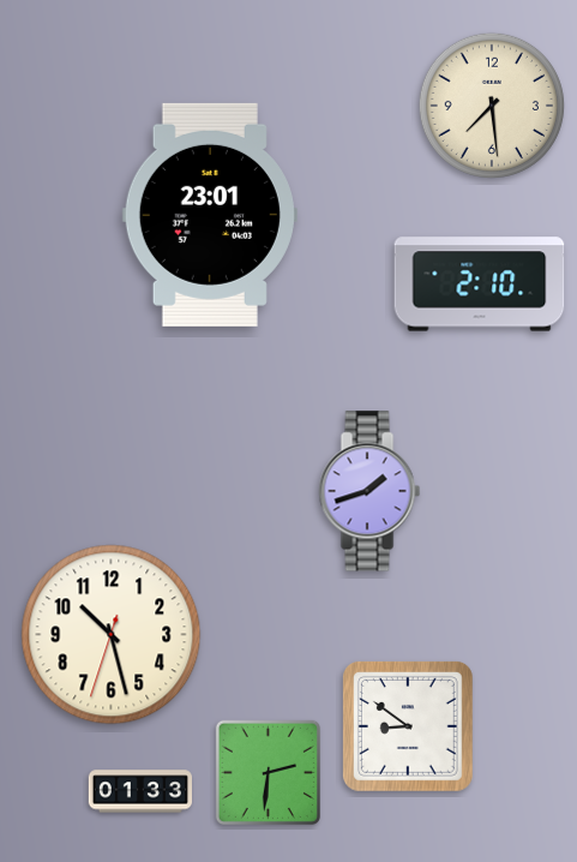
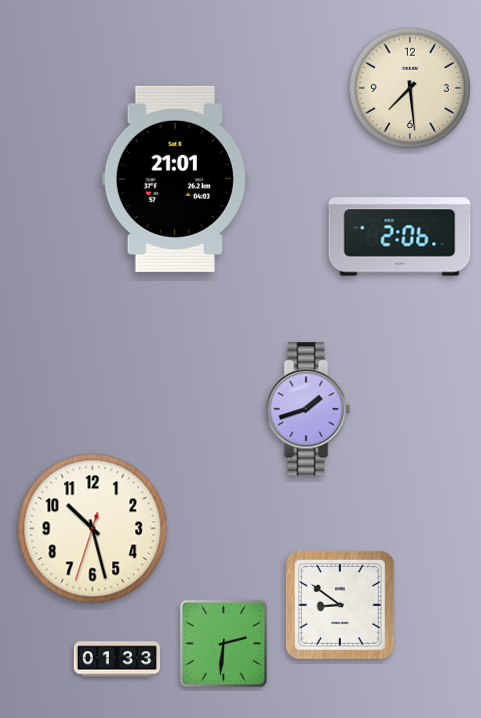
clock at (210, 215): 23:01 -> 21:01
clock at (480, 285): 2:10 -> 2:06
